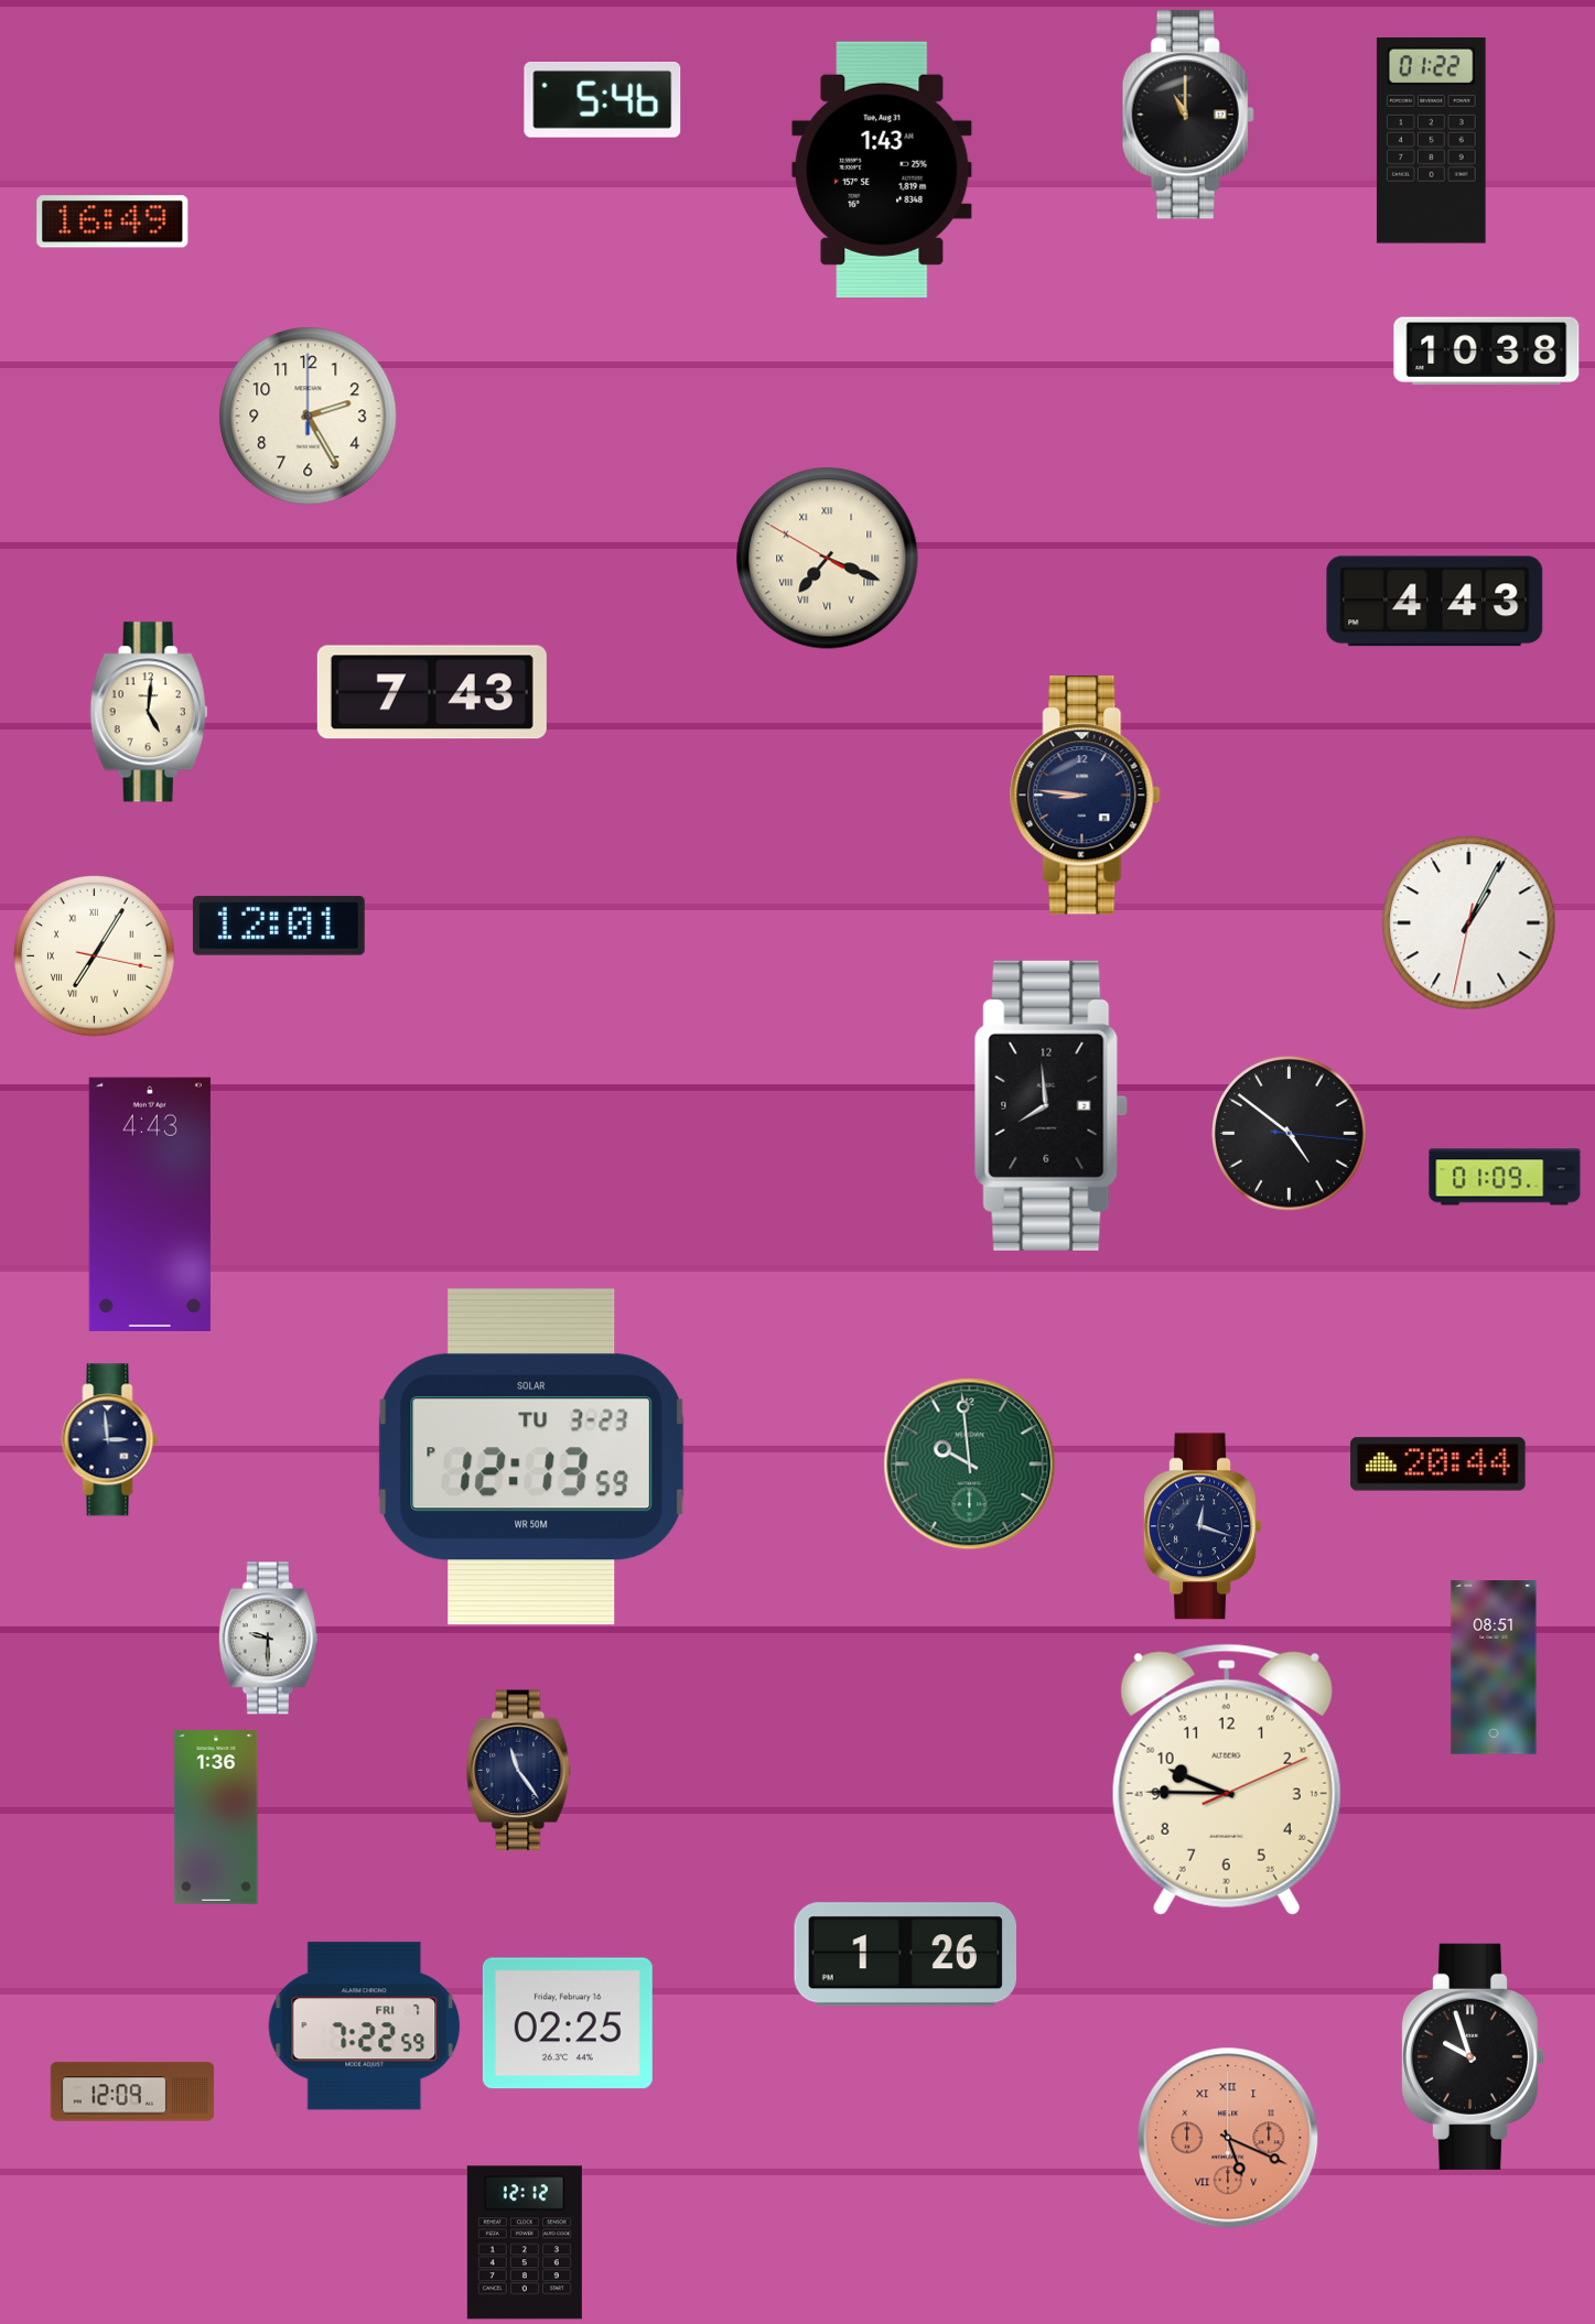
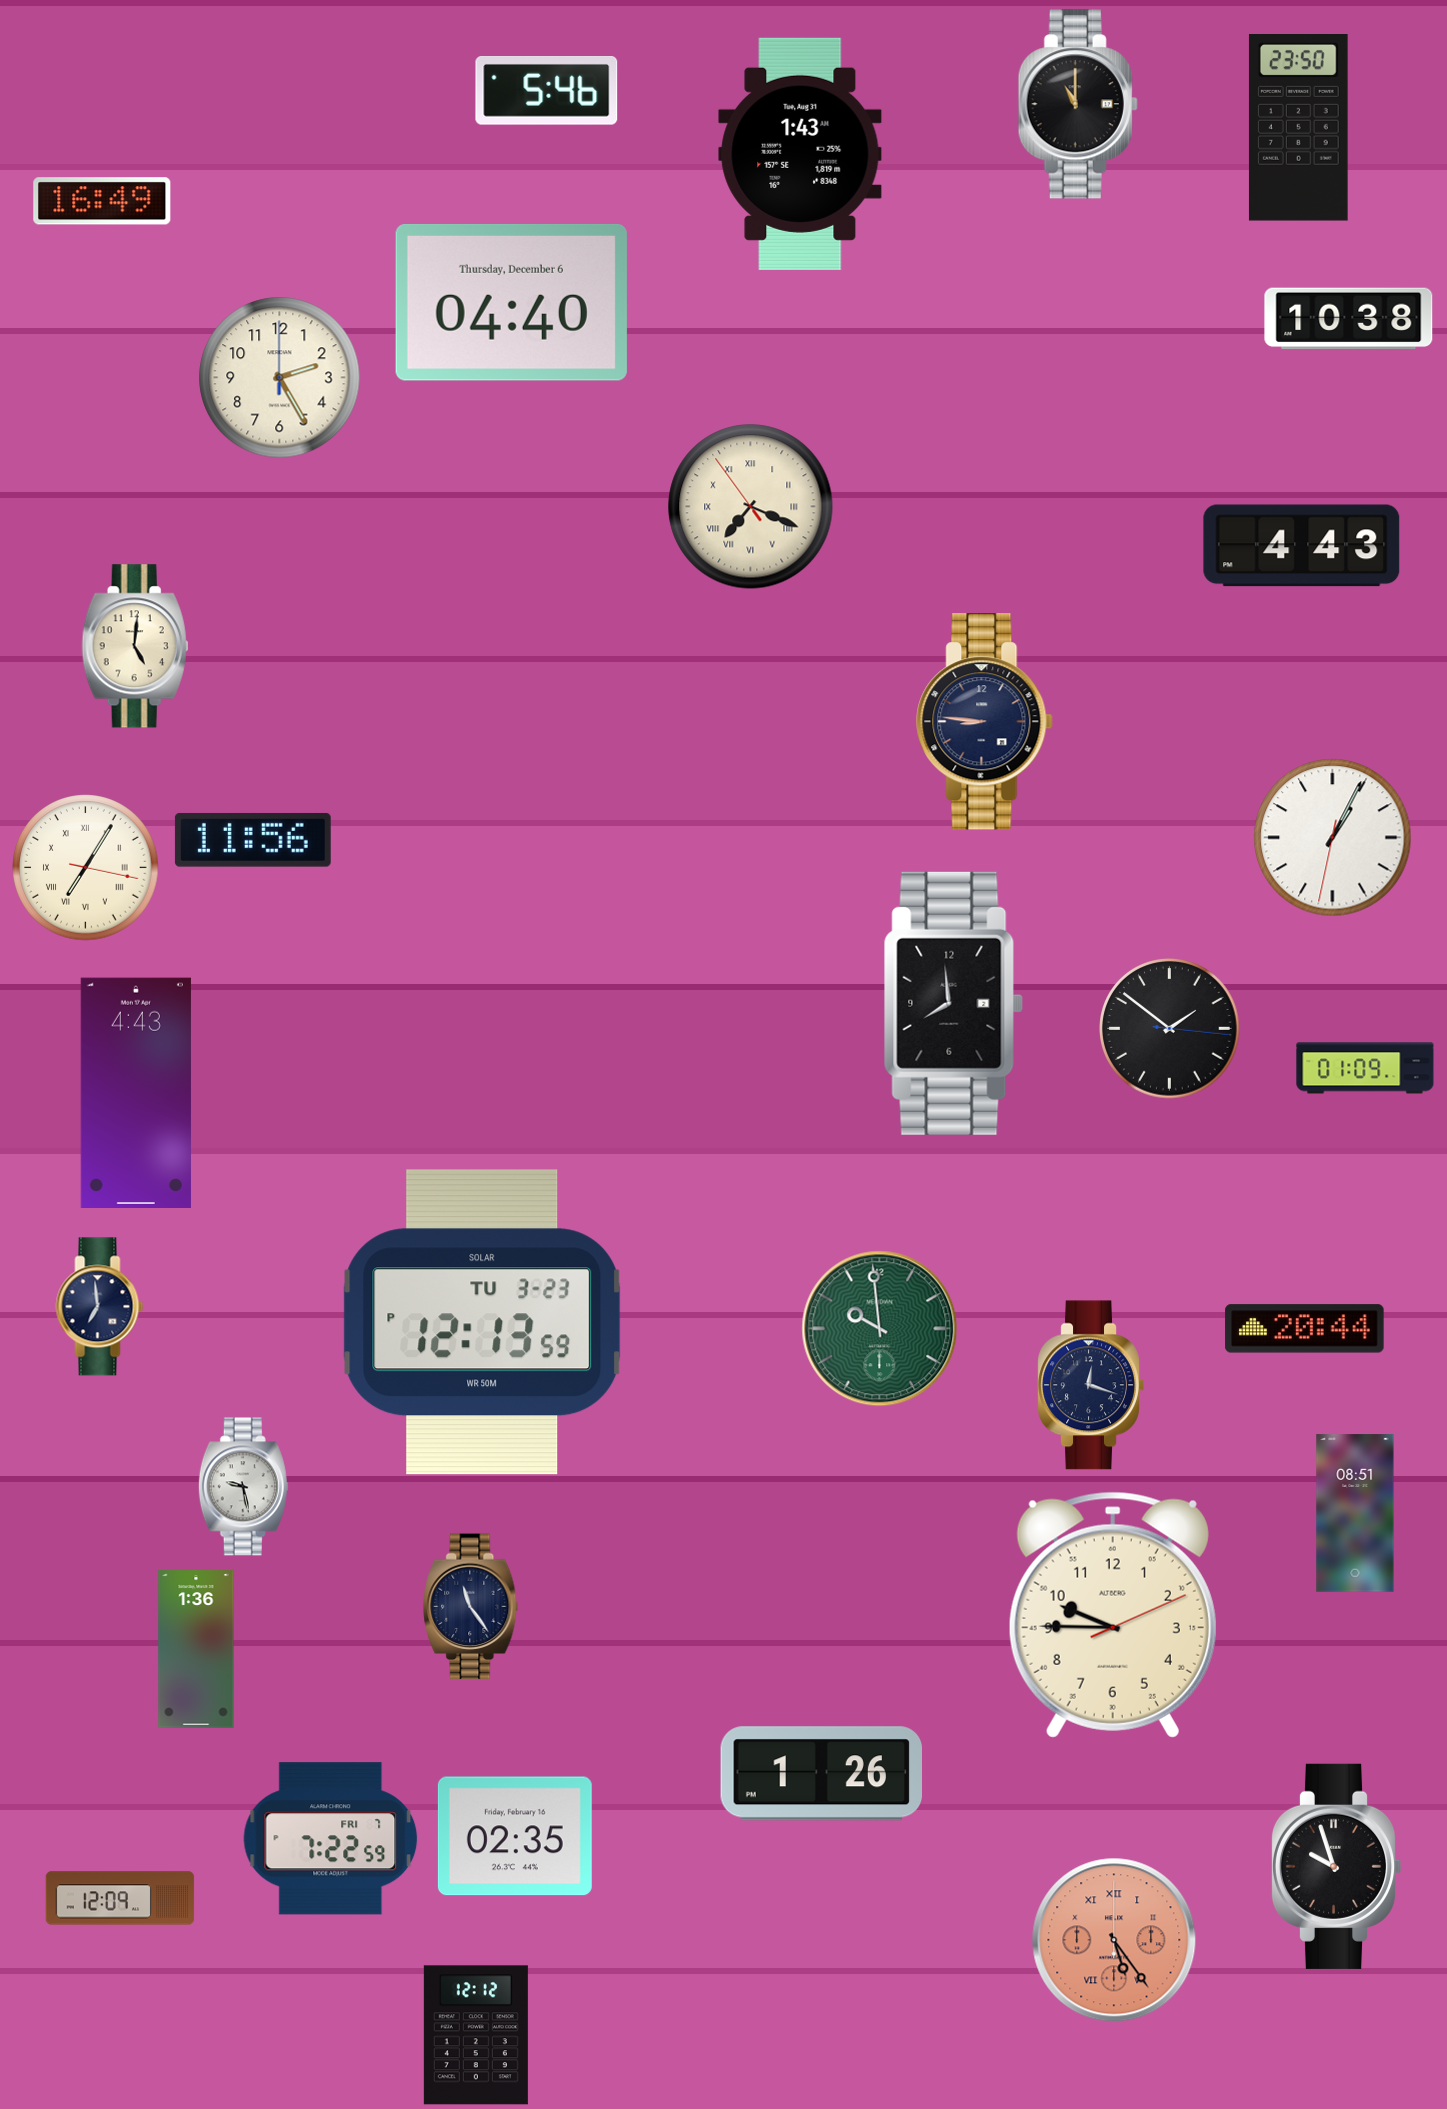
clock at (1431, 141): 01:22 -> 23:50
clock at (511, 302): none -> 04:40
clock at (828, 559): 7:18:50 -> 7:18:54
clock at (432, 692): 7:43 -> none
clock at (279, 926): 12:01 -> 11:56
clock at (1290, 1134): 4:51 -> 1:51
clock at (110, 1440): 2:59 -> 6:59
clock at (268, 1639): 9:30 -> 9:28
clock at (568, 2023): 02:25 -> 02:35
clock at (1228, 2138): 5:19 -> 5:24
